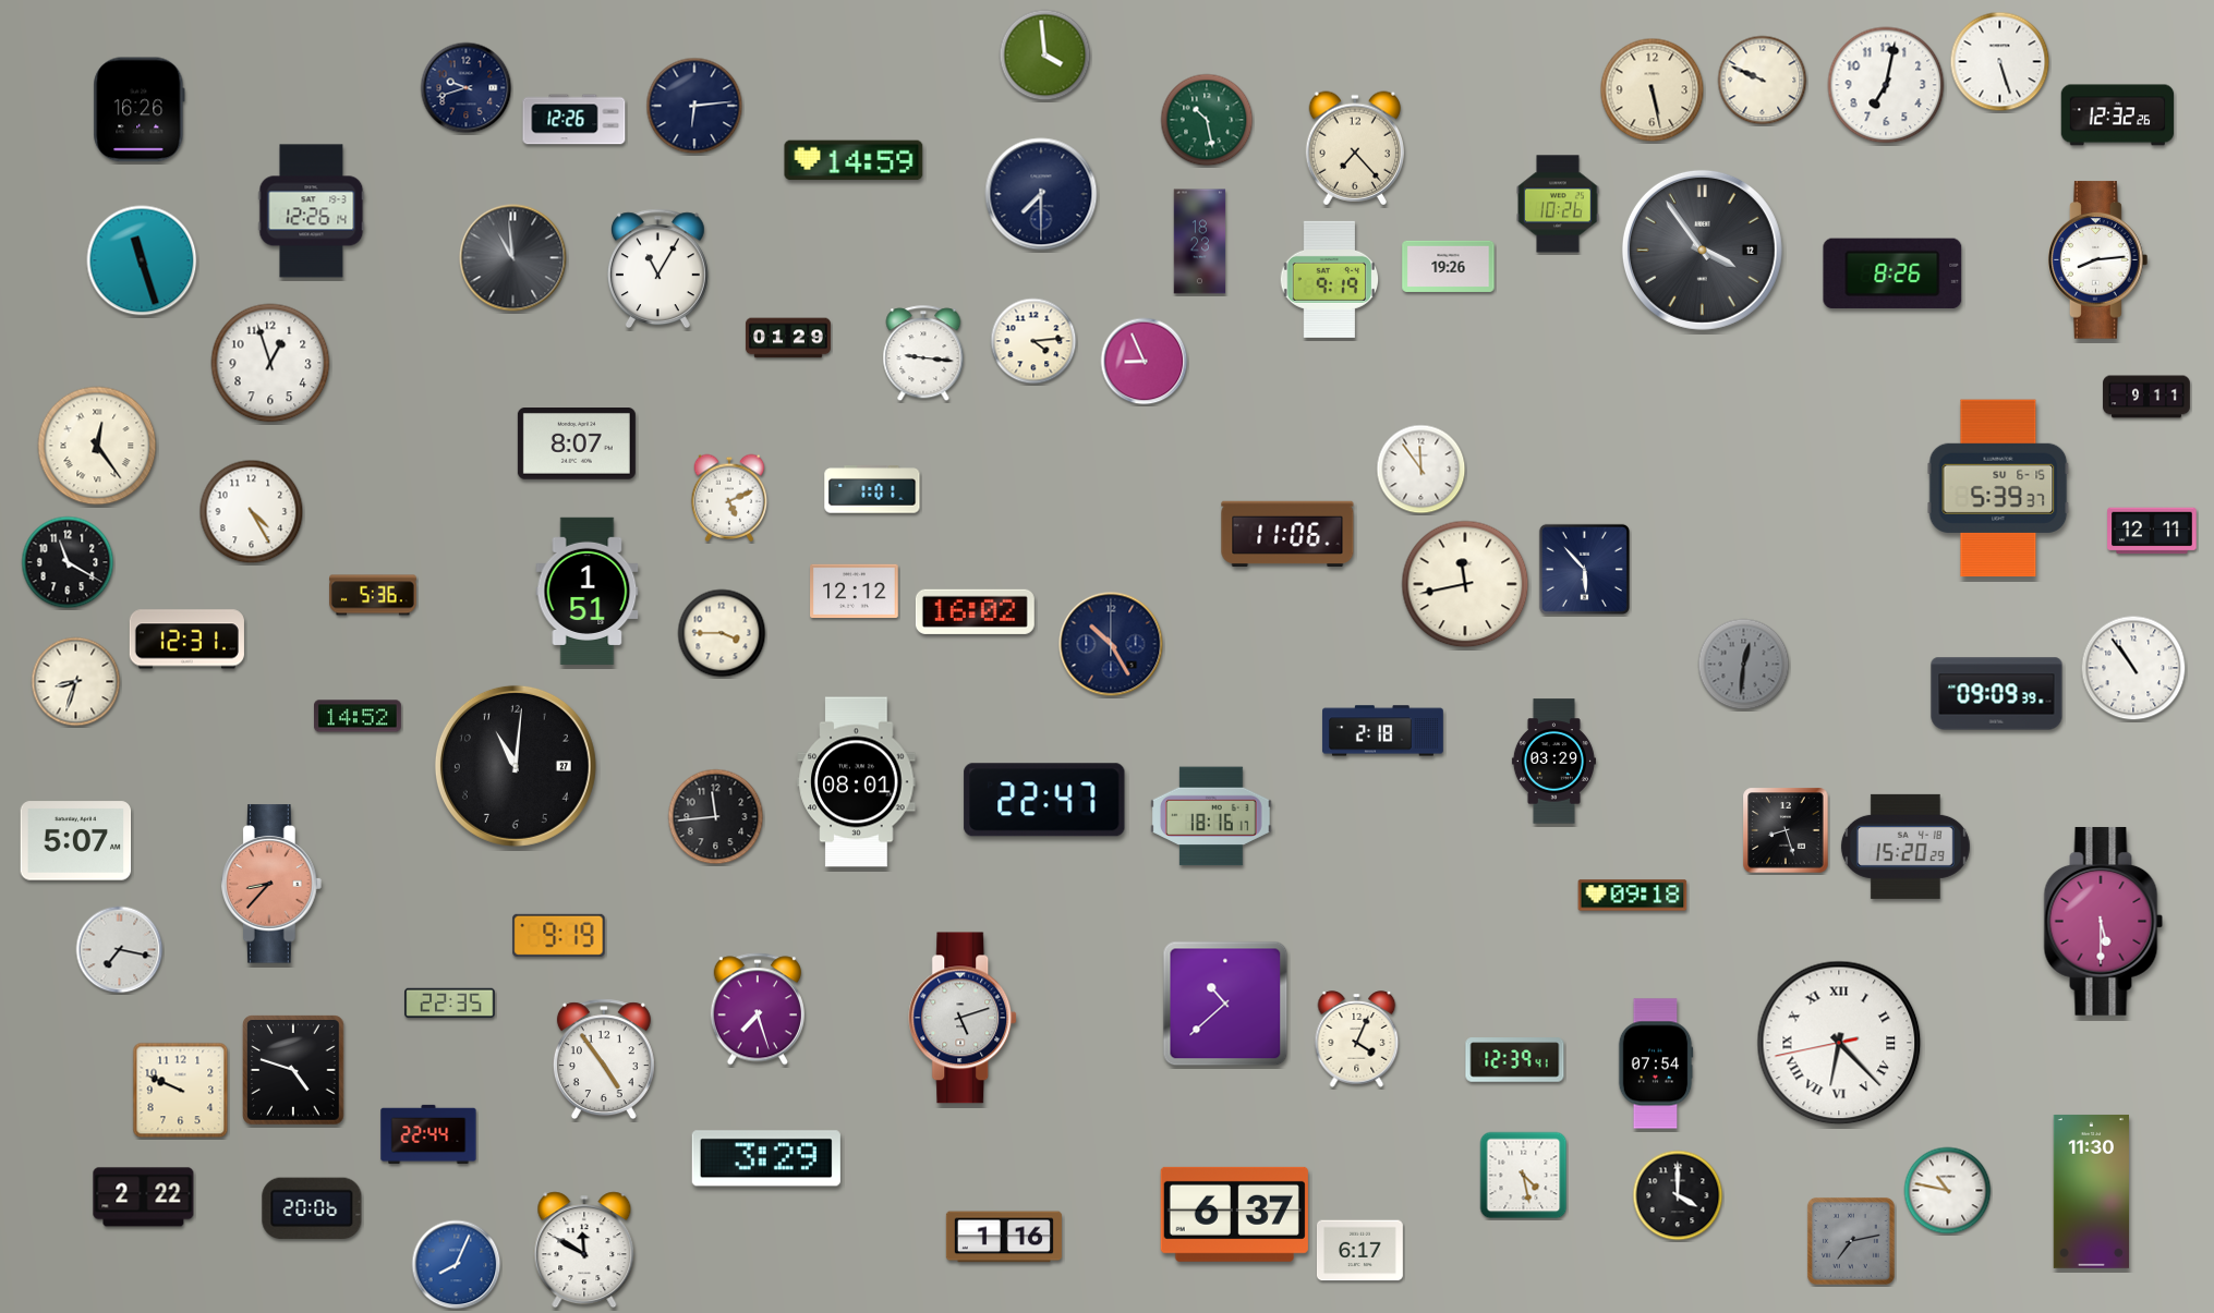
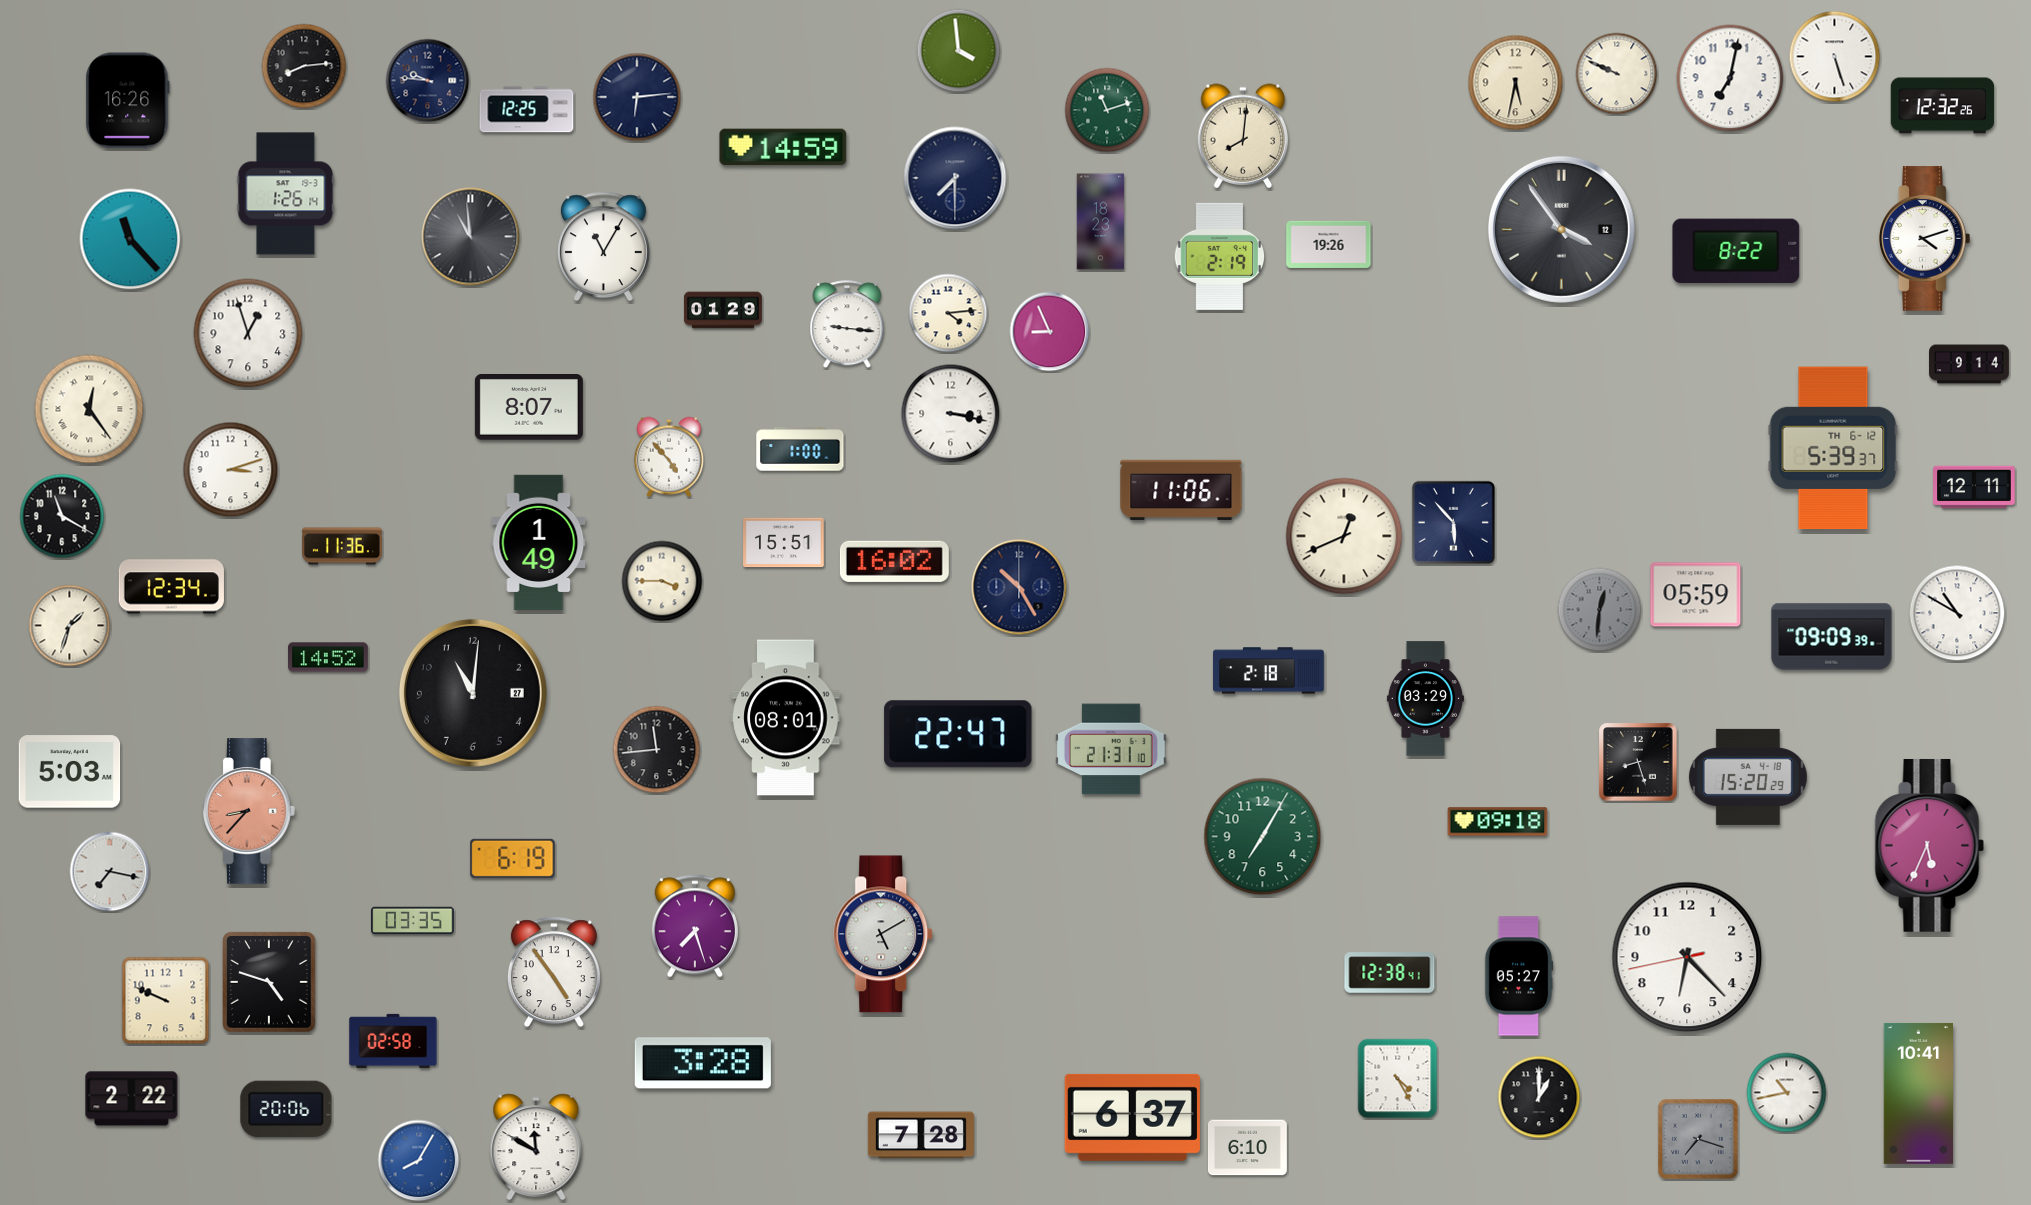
clock at (304, 66): none -> 8:14
clock at (467, 88): 9:42 -> 9:46
clock at (1653, 90): 5:28 -> 5:32
clock at (574, 120): 12:26 -> 12:25
clock at (1207, 120): 10:28 -> 11:12
clock at (1355, 148): 7:23 -> 8:01
clock at (1559, 204): 10:26 -> none
clock at (312, 211): 12:26 -> 1:26
clock at (142, 260): 11:27 -> 11:23
clock at (2098, 260): 8:14 -> 4:12
clock at (1892, 273): 8:26 -> 8:22
clock at (1330, 279): 9:19 -> 2:19
clock at (2146, 397): 9:11 -> 9:14
clock at (951, 414): none -> 3:17
clock at (1421, 470): 11:54 -> none
clock at (1998, 488) date: SU 6-15 -> TH 6-12
clock at (872, 489): 1:01 -> 1:00
clock at (729, 498): 5:11 -> 4:53
clock at (252, 512): 4:25 -> 3:12
clock at (1465, 584): 11:43 -> 12:41
clock at (588, 591): 1:51 -> 1:49
clock at (855, 592): 12:12 -> 15:51
clock at (373, 595): 5:36 -> 11:36
clock at (186, 640): 12:31 -> 12:34
clock at (1111, 644) position: (1111, 644) -> (1019, 587)
clock at (1696, 595): none -> 05:59
clock at (2133, 668): 10:54 -> 10:50
clock at (76, 682): 8:33 -> 1:33
clock at (516, 766) position: (516, 766) -> (473, 693)
clock at (1212, 816): 18:16 -> 21:31
clock at (76, 841): 5:07 -> 5:03
clock at (1263, 837): none -> 7:05
clock at (2104, 921): 5:30 -> 5:34
clock at (559, 935): 9:19 -> 6:19
clock at (450, 1004): 22:35 -> 03:35
clock at (1225, 1004): 10:38 -> none
clock at (964, 1018): 5:12 -> 5:10
clock at (1357, 1040): 4:04 -> none
clock at (1839, 1043) numerals: Roman -> Arabic
clock at (1515, 1060): 12:39 -> 12:38
clock at (1656, 1063): 07:54 -> 05:27
clock at (428, 1134): 22:44 -> 02:58
clock at (766, 1158): 3:29 -> 3:28
clock at (1524, 1176): 4:28 -> 4:25
clock at (1948, 1191): 10:47 -> 10:43
clock at (2092, 1191): 11:30 -> 10:41
clock at (1678, 1195): 4:00 -> 1:00
clock at (1234, 1214) position: (1234, 1214) -> (1132, 1117)
clock at (1004, 1237): 1:16 -> 7:28
clock at (1851, 1241): 7:13 -> 7:18
clock at (1360, 1251): 6:17 -> 6:10
clock at (457, 1265): 8:04 -> 8:05
